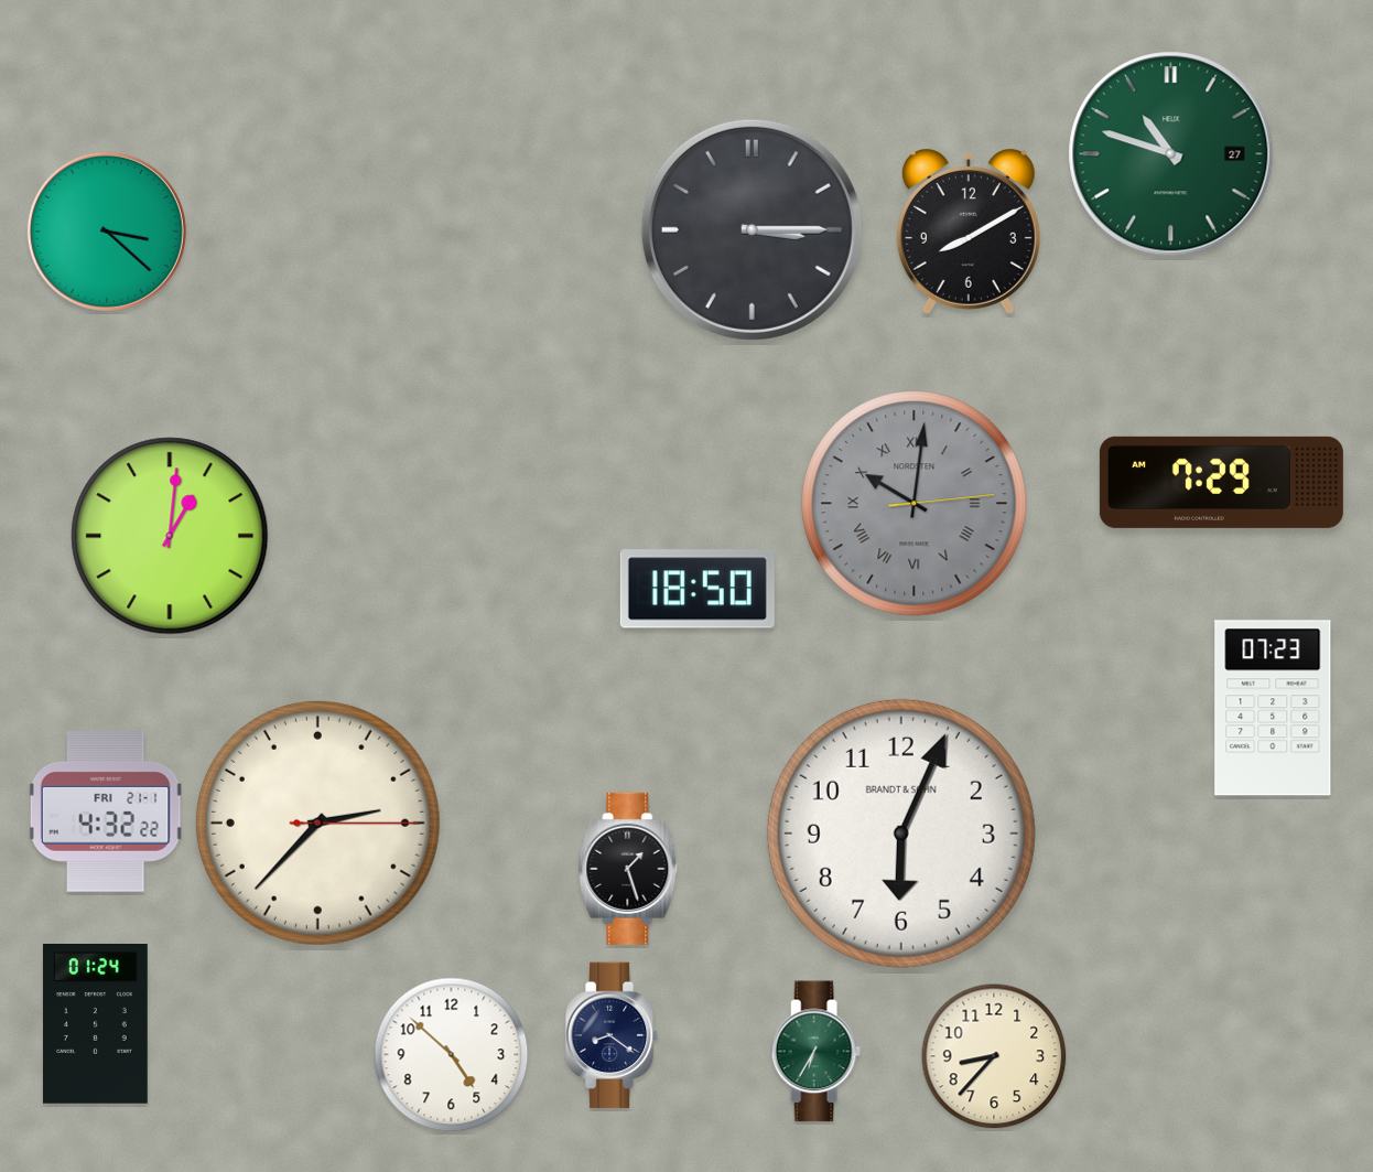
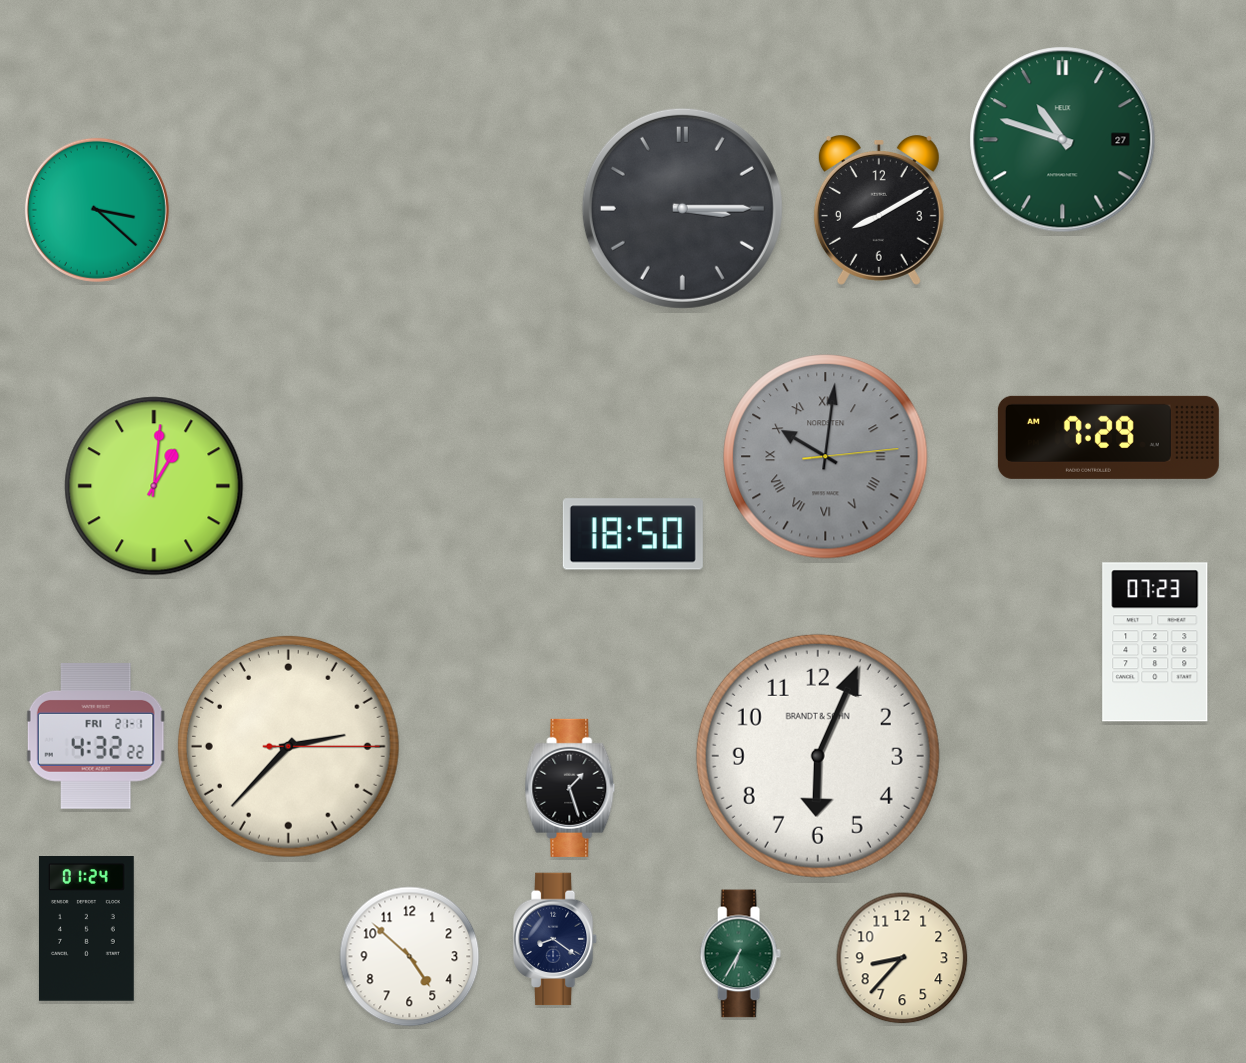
clock at (915, 504) position: (915, 504) -> (826, 457)
